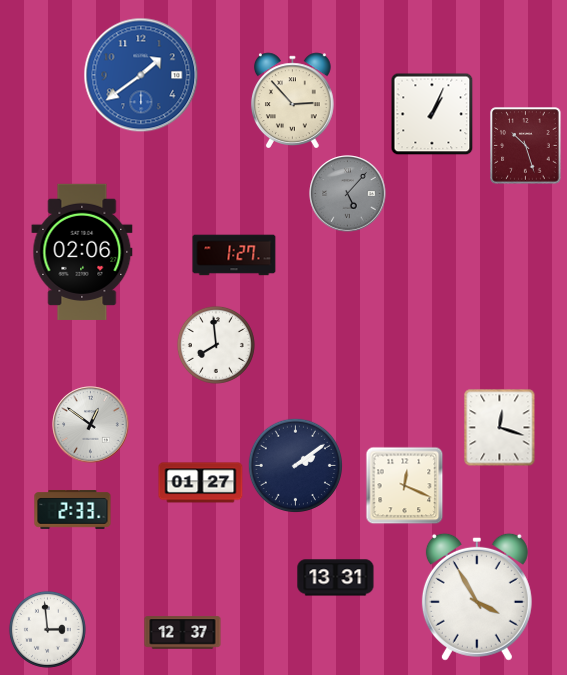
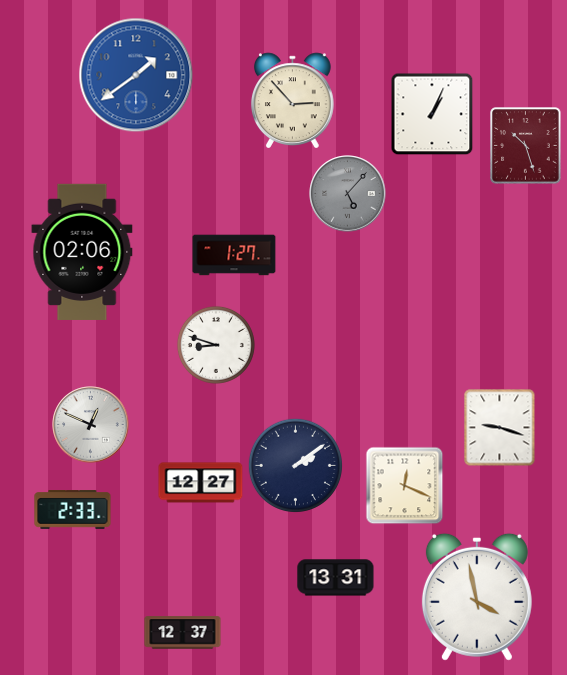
clock at (141, 75) position: (141, 75) -> (136, 75)
clock at (216, 345): 7:59 -> 8:48
clock at (91, 425): 12:51 -> 12:49
clock at (500, 427): 12:18 -> 9:18
clock at (201, 483): 01:27 -> 12:27
clock at (477, 597): 3:55 -> 3:58
clock at (47, 629): 2:59 -> none
